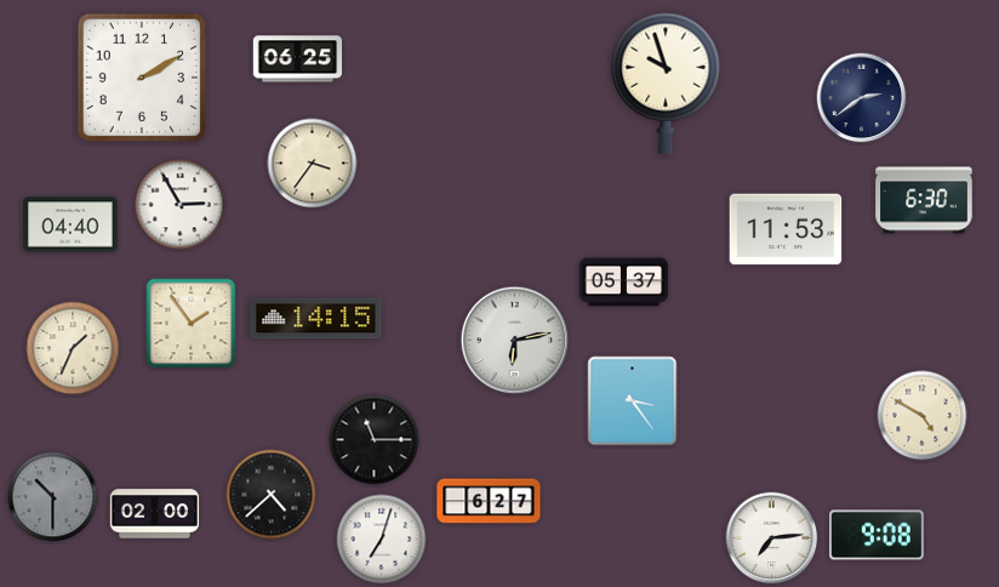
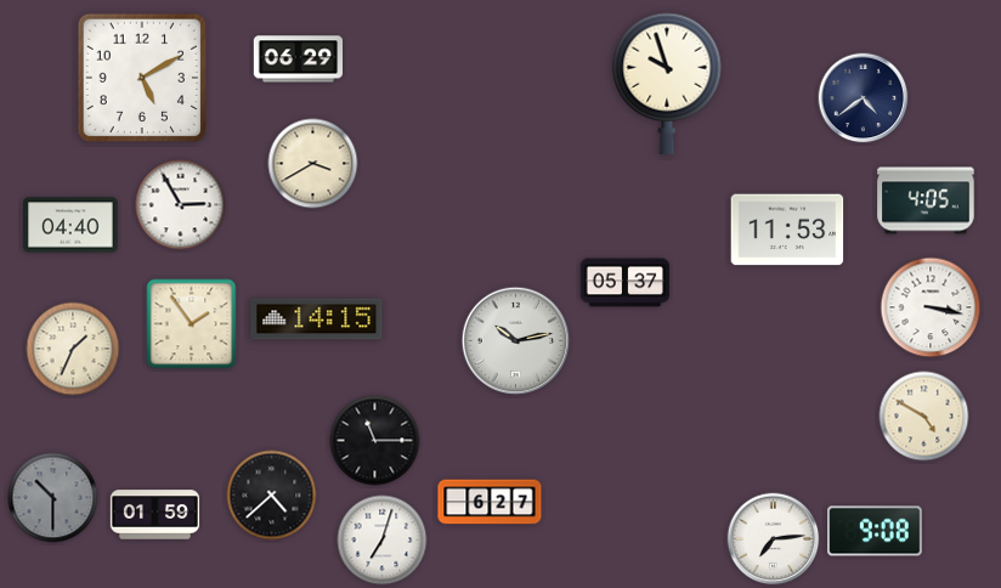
clock at (297, 59): 06:25 -> 06:29
clock at (142, 78): 2:10 -> 5:10
clock at (862, 98): 2:39 -> 4:39
clock at (313, 164): 3:36 -> 3:40
clock at (924, 200): 6:30 -> 4:05
clock at (931, 307): none -> 3:17
clock at (515, 341): 6:13 -> 10:13
clock at (633, 401): 3:24 -> none
clock at (155, 514): 02:00 -> 01:59
clock at (877, 535) position: (877, 535) -> (875, 531)
